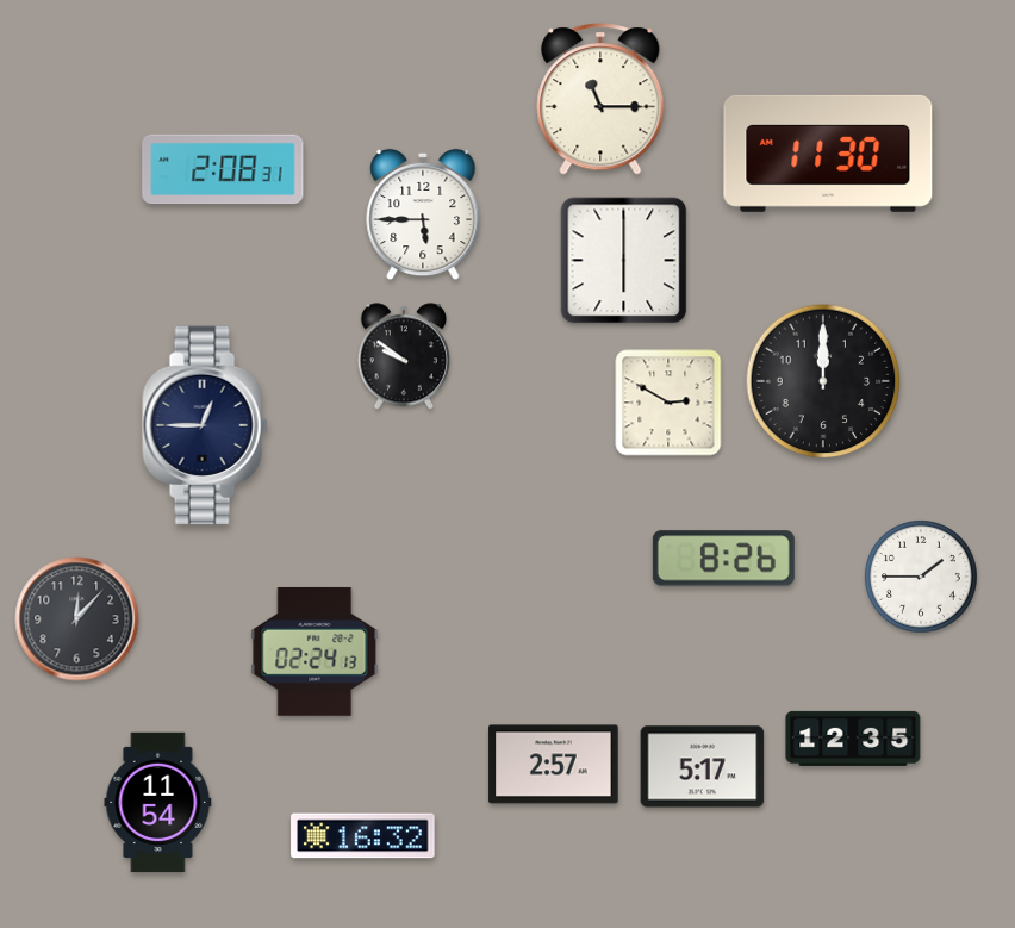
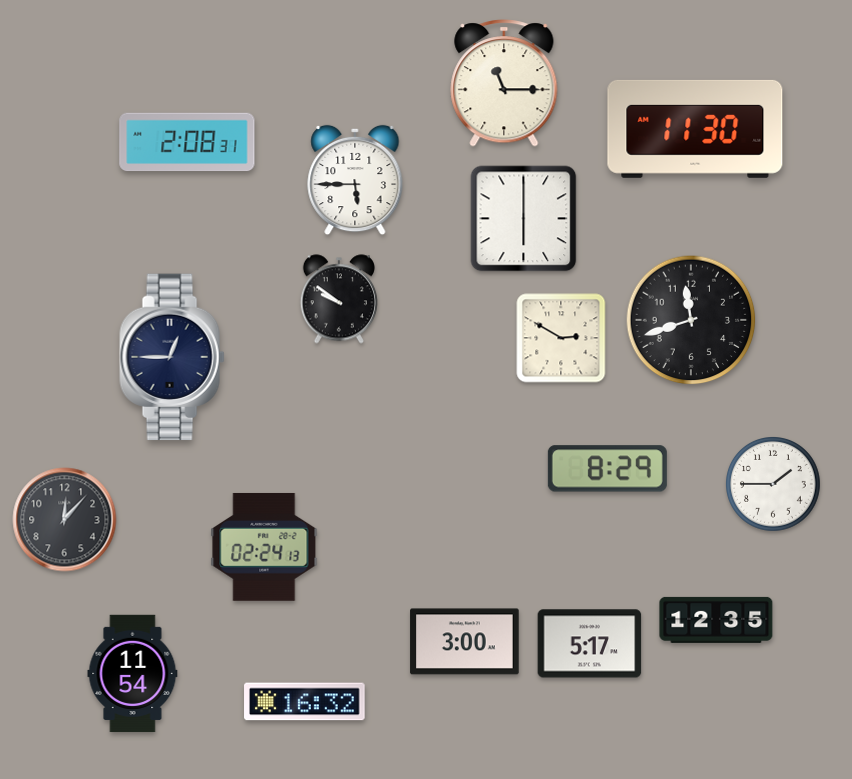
clock at (823, 381): 12:00 -> 11:42
clock at (723, 559): 8:26 -> 8:29
clock at (554, 765): 2:57 -> 3:00
